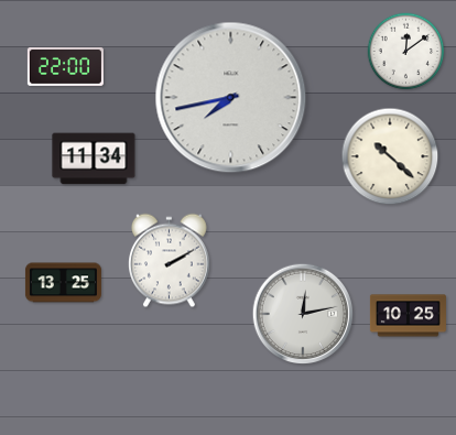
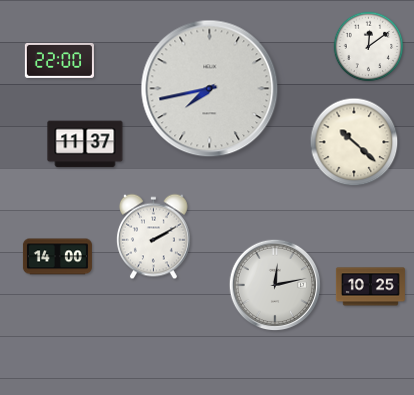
clock at (94, 159): 11:34 -> 11:37
clock at (63, 283): 13:25 -> 14:00
